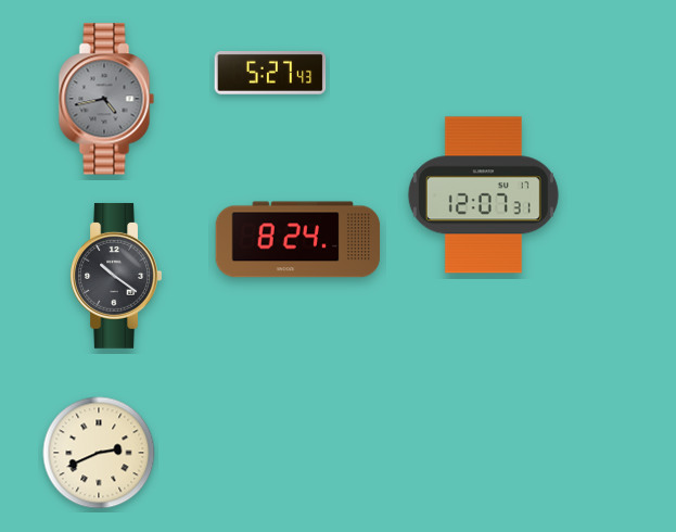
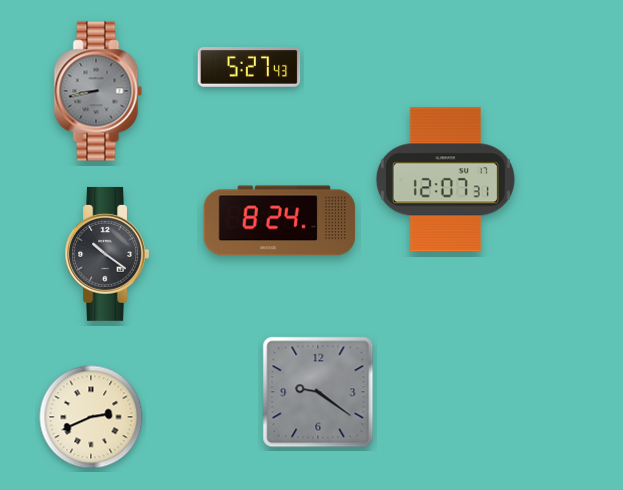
clock at (106, 99): 4:43 -> 8:43
clock at (298, 240) position: (298, 240) -> (280, 221)
clock at (318, 392): none -> 9:21
